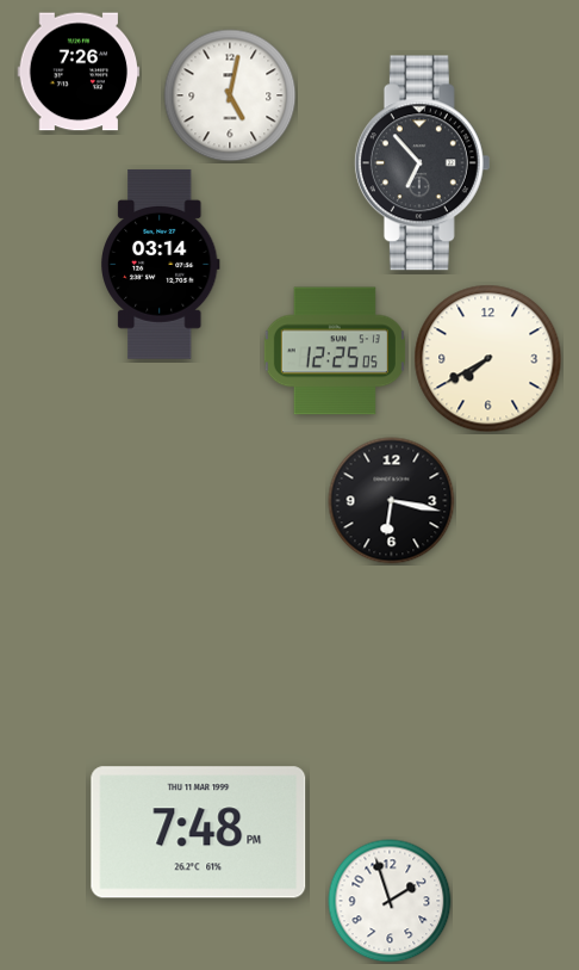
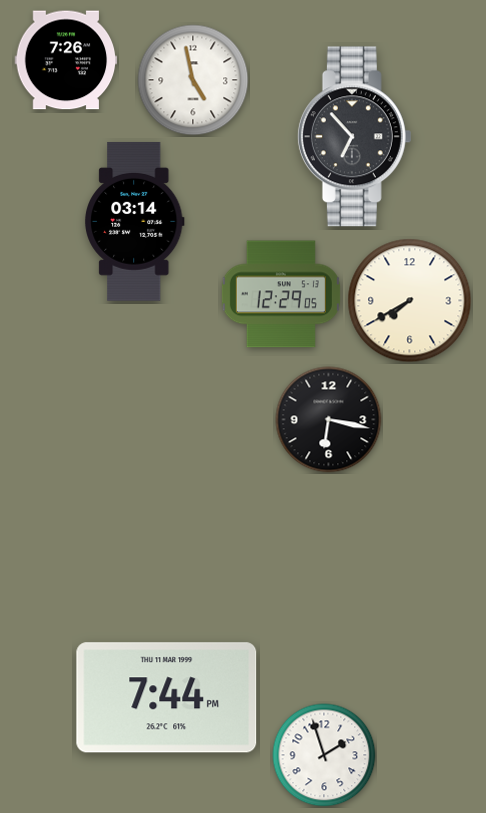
clock at (230, 95): 5:02 -> 4:58
clock at (335, 351): 12:25 -> 12:29
clock at (199, 833): 7:48 -> 7:44
clock at (390, 901) position: (390, 901) -> (324, 755)
